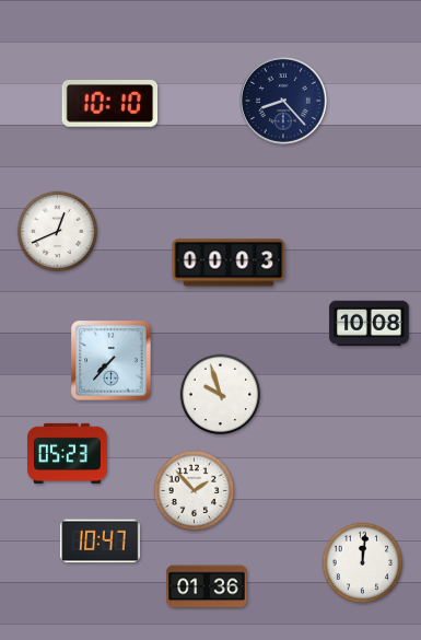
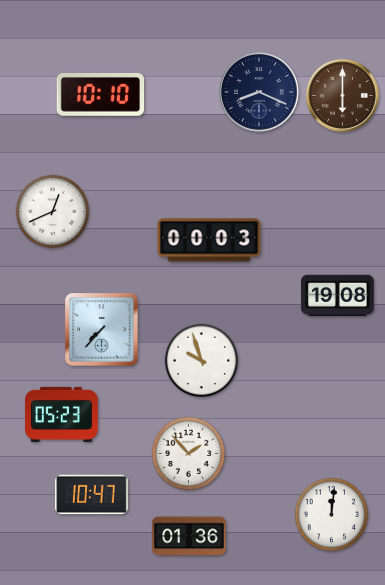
clock at (284, 102): 8:23 -> 8:19
clock at (342, 95): none -> 6:00
clock at (370, 324): 10:08 -> 19:08
clock at (195, 491) position: (195, 491) -> (189, 454)
